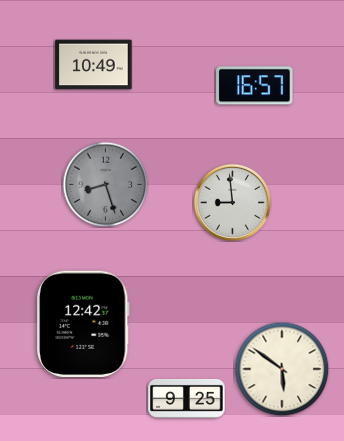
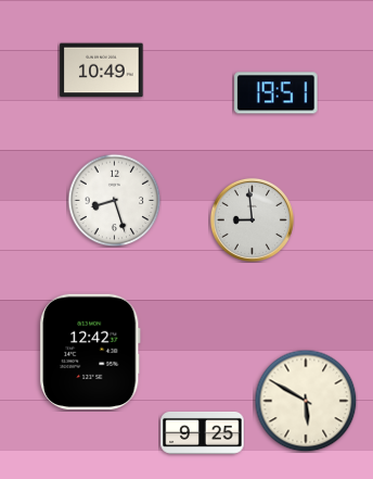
clock at (255, 86): 16:57 -> 19:51
clock at (105, 184) dial: grey -> white
clock at (282, 369): 5:51 -> 5:50
